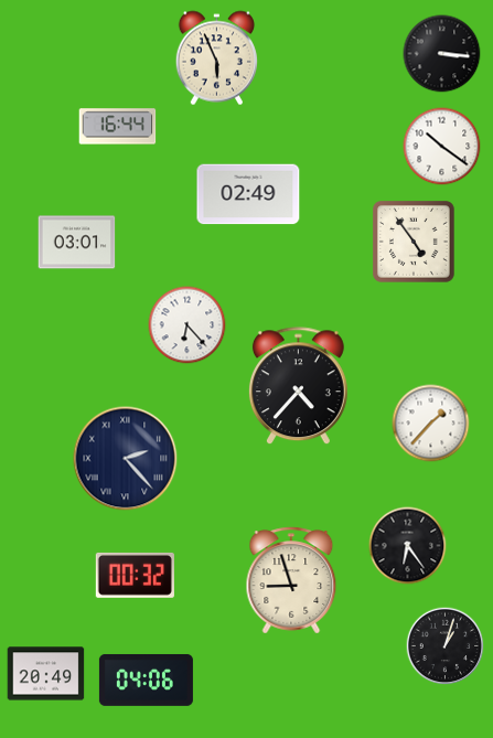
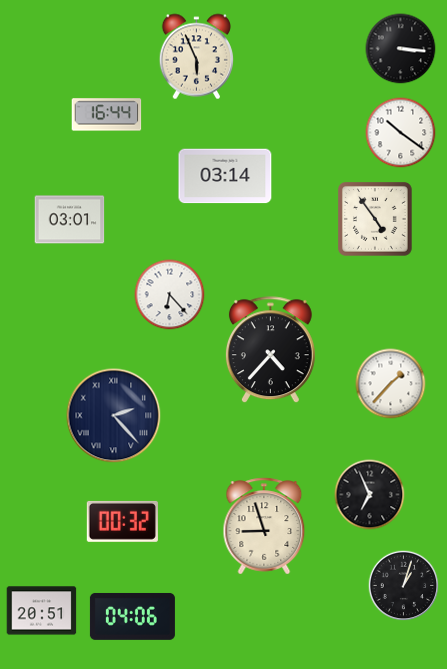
clock at (216, 58) position: (216, 58) -> (196, 57)
clock at (248, 194): 02:49 -> 03:14
clock at (408, 546): 6:24 -> 6:56
clock at (46, 674): 20:49 -> 20:51
